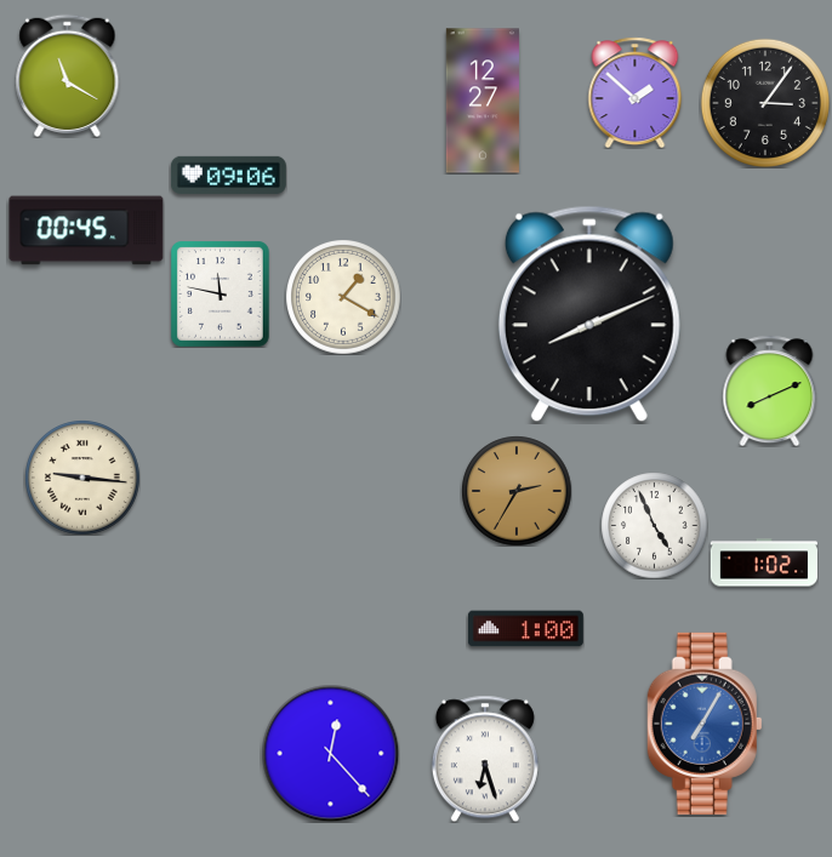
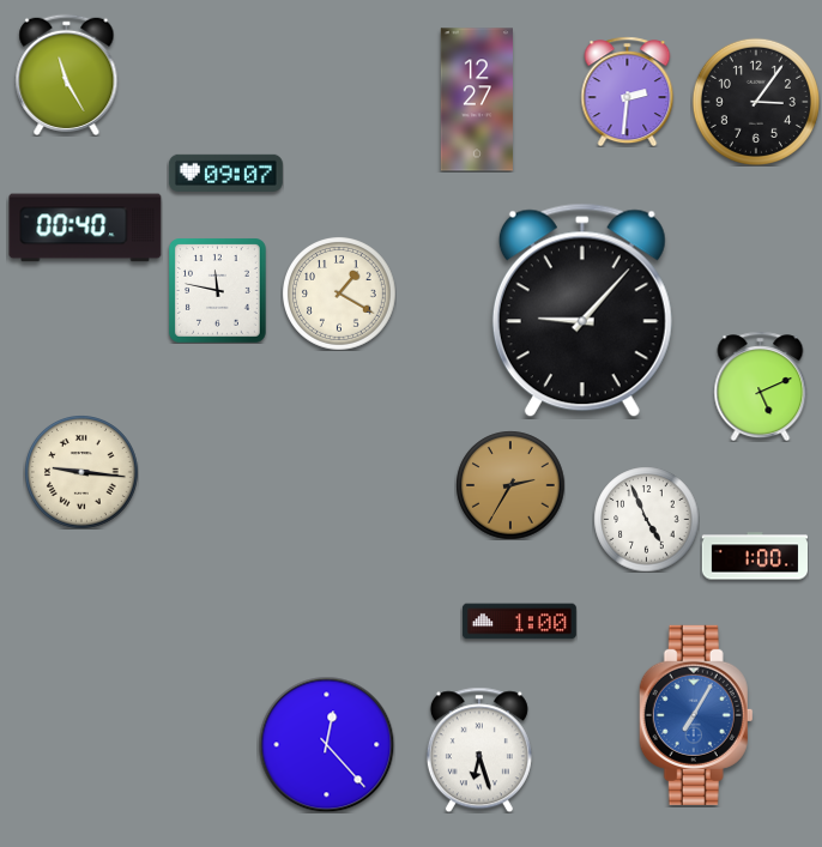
clock at (68, 75): 11:20 -> 11:25
clock at (636, 92): 1:52 -> 2:31
clock at (228, 175): 09:06 -> 09:07
clock at (86, 230): 00:45 -> 00:40
clock at (589, 314): 8:11 -> 9:07
clock at (770, 390): 8:11 -> 5:11
clock at (763, 562): 1:02 -> 1:00
